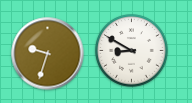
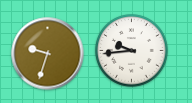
clock at (132, 51): 8:50 -> 9:44
